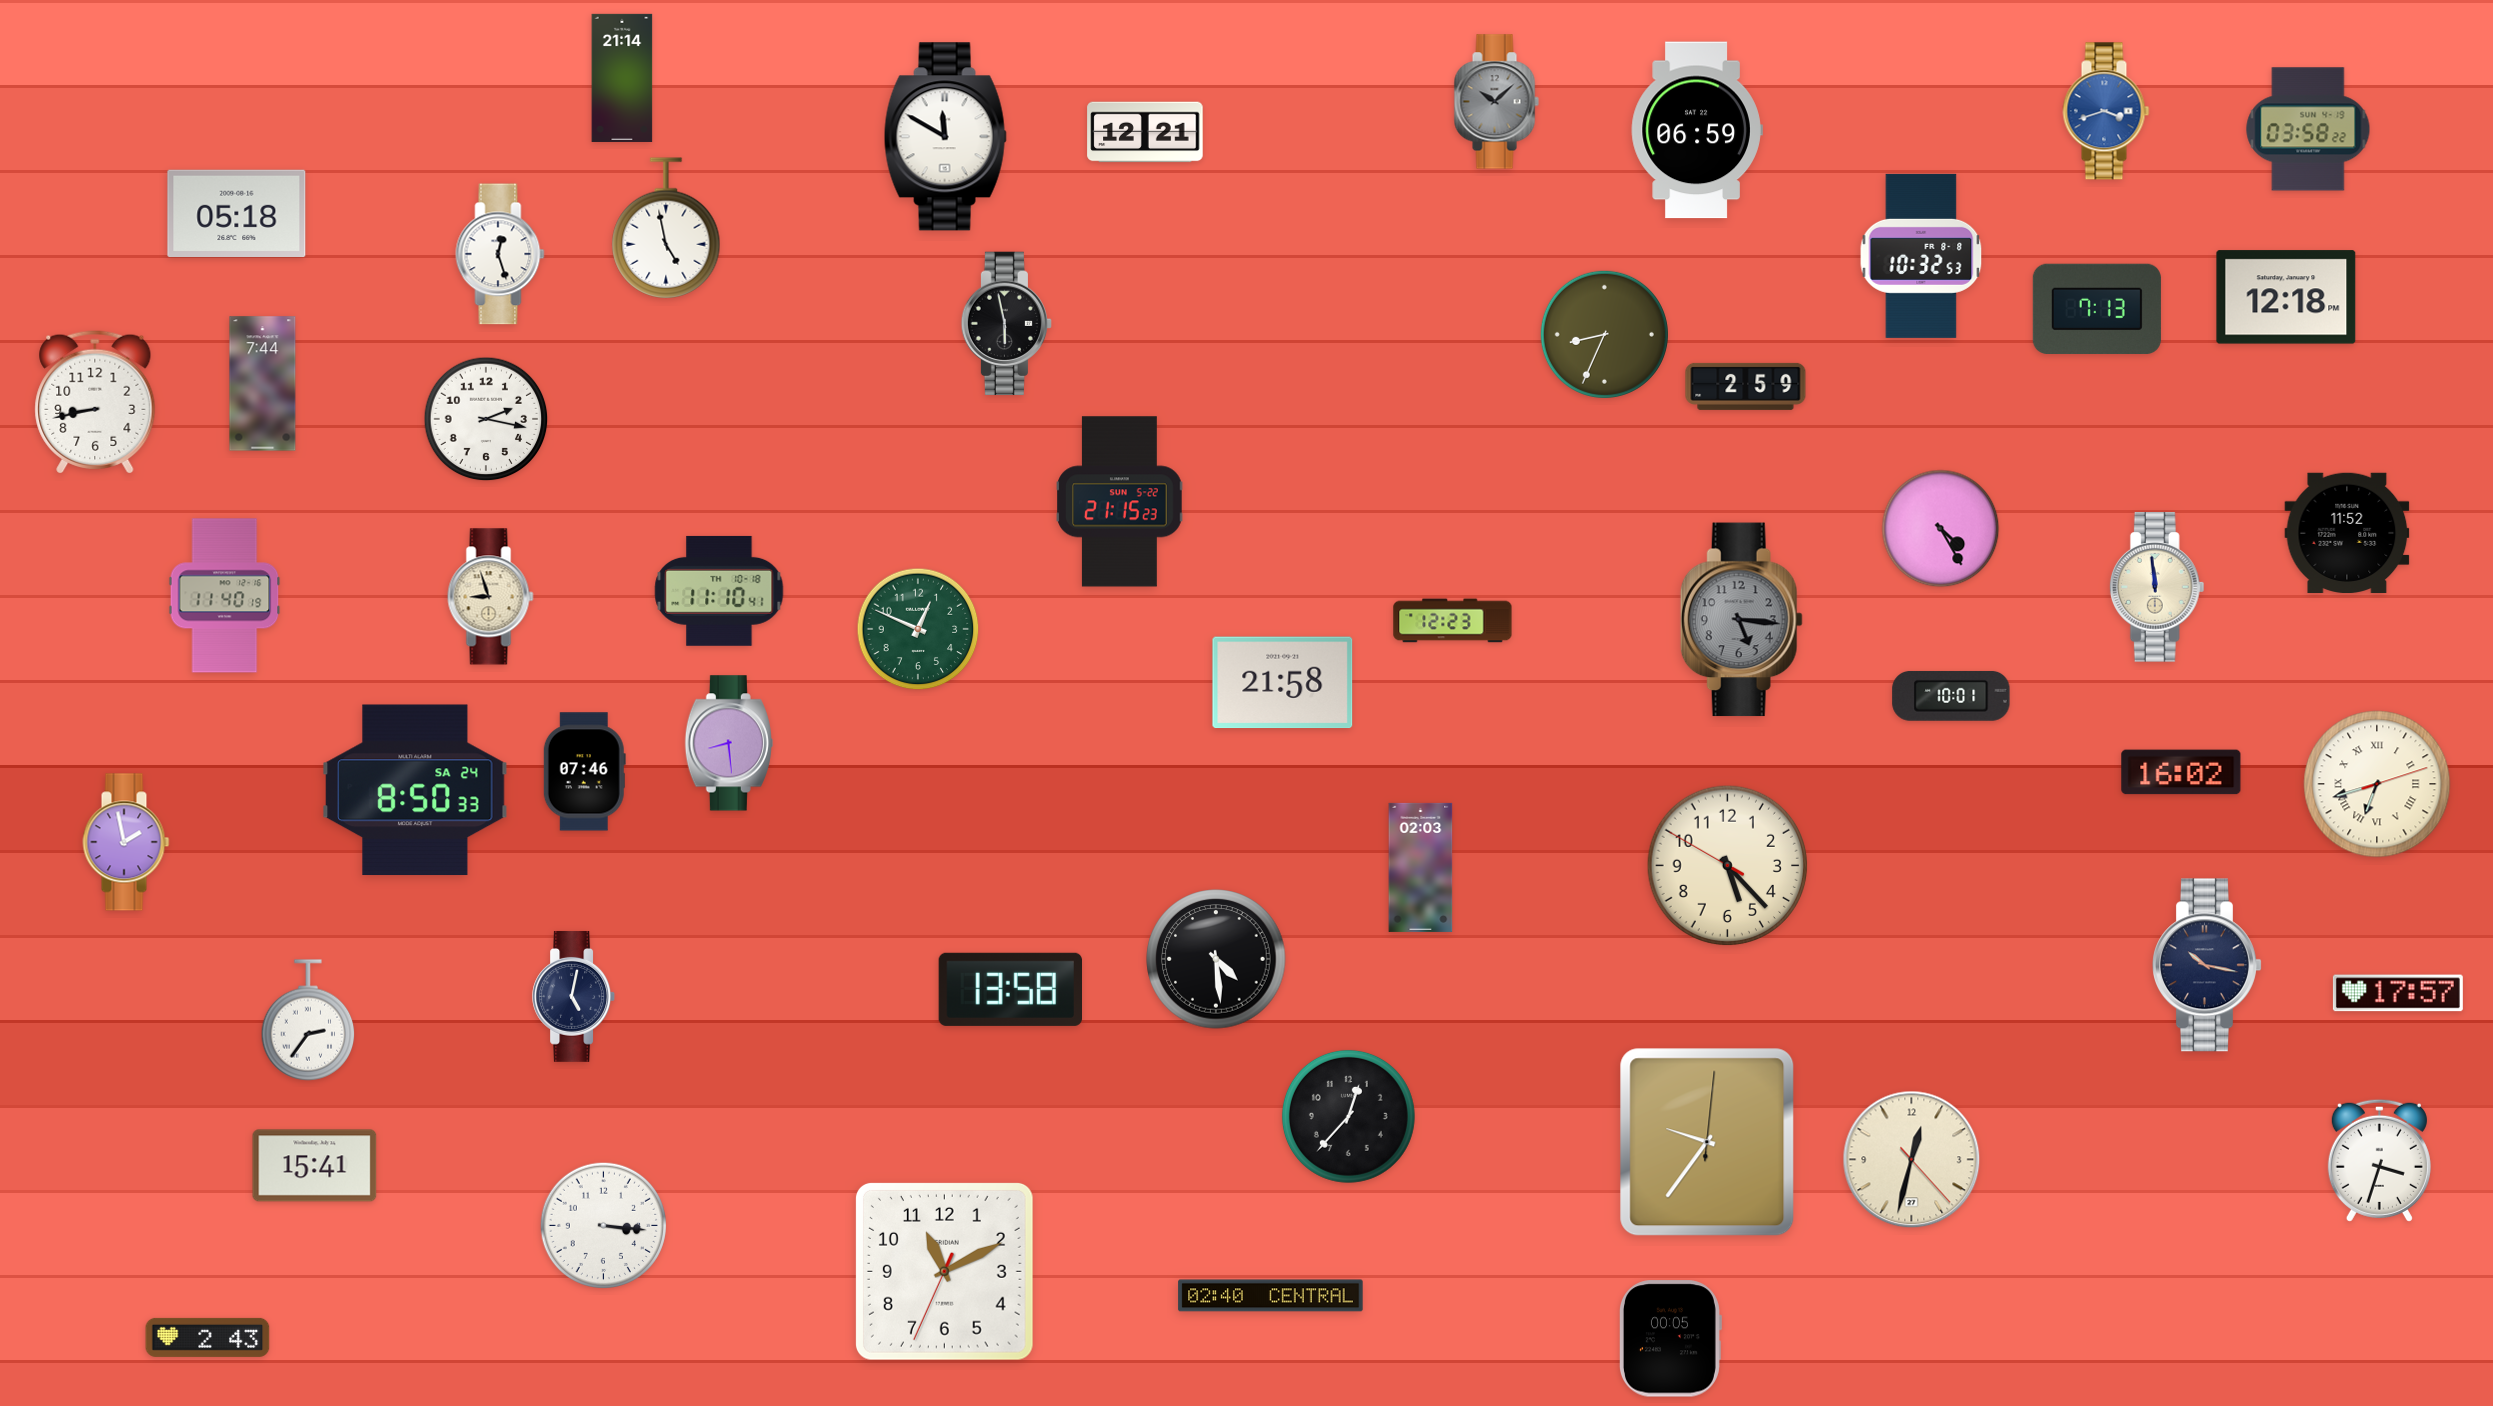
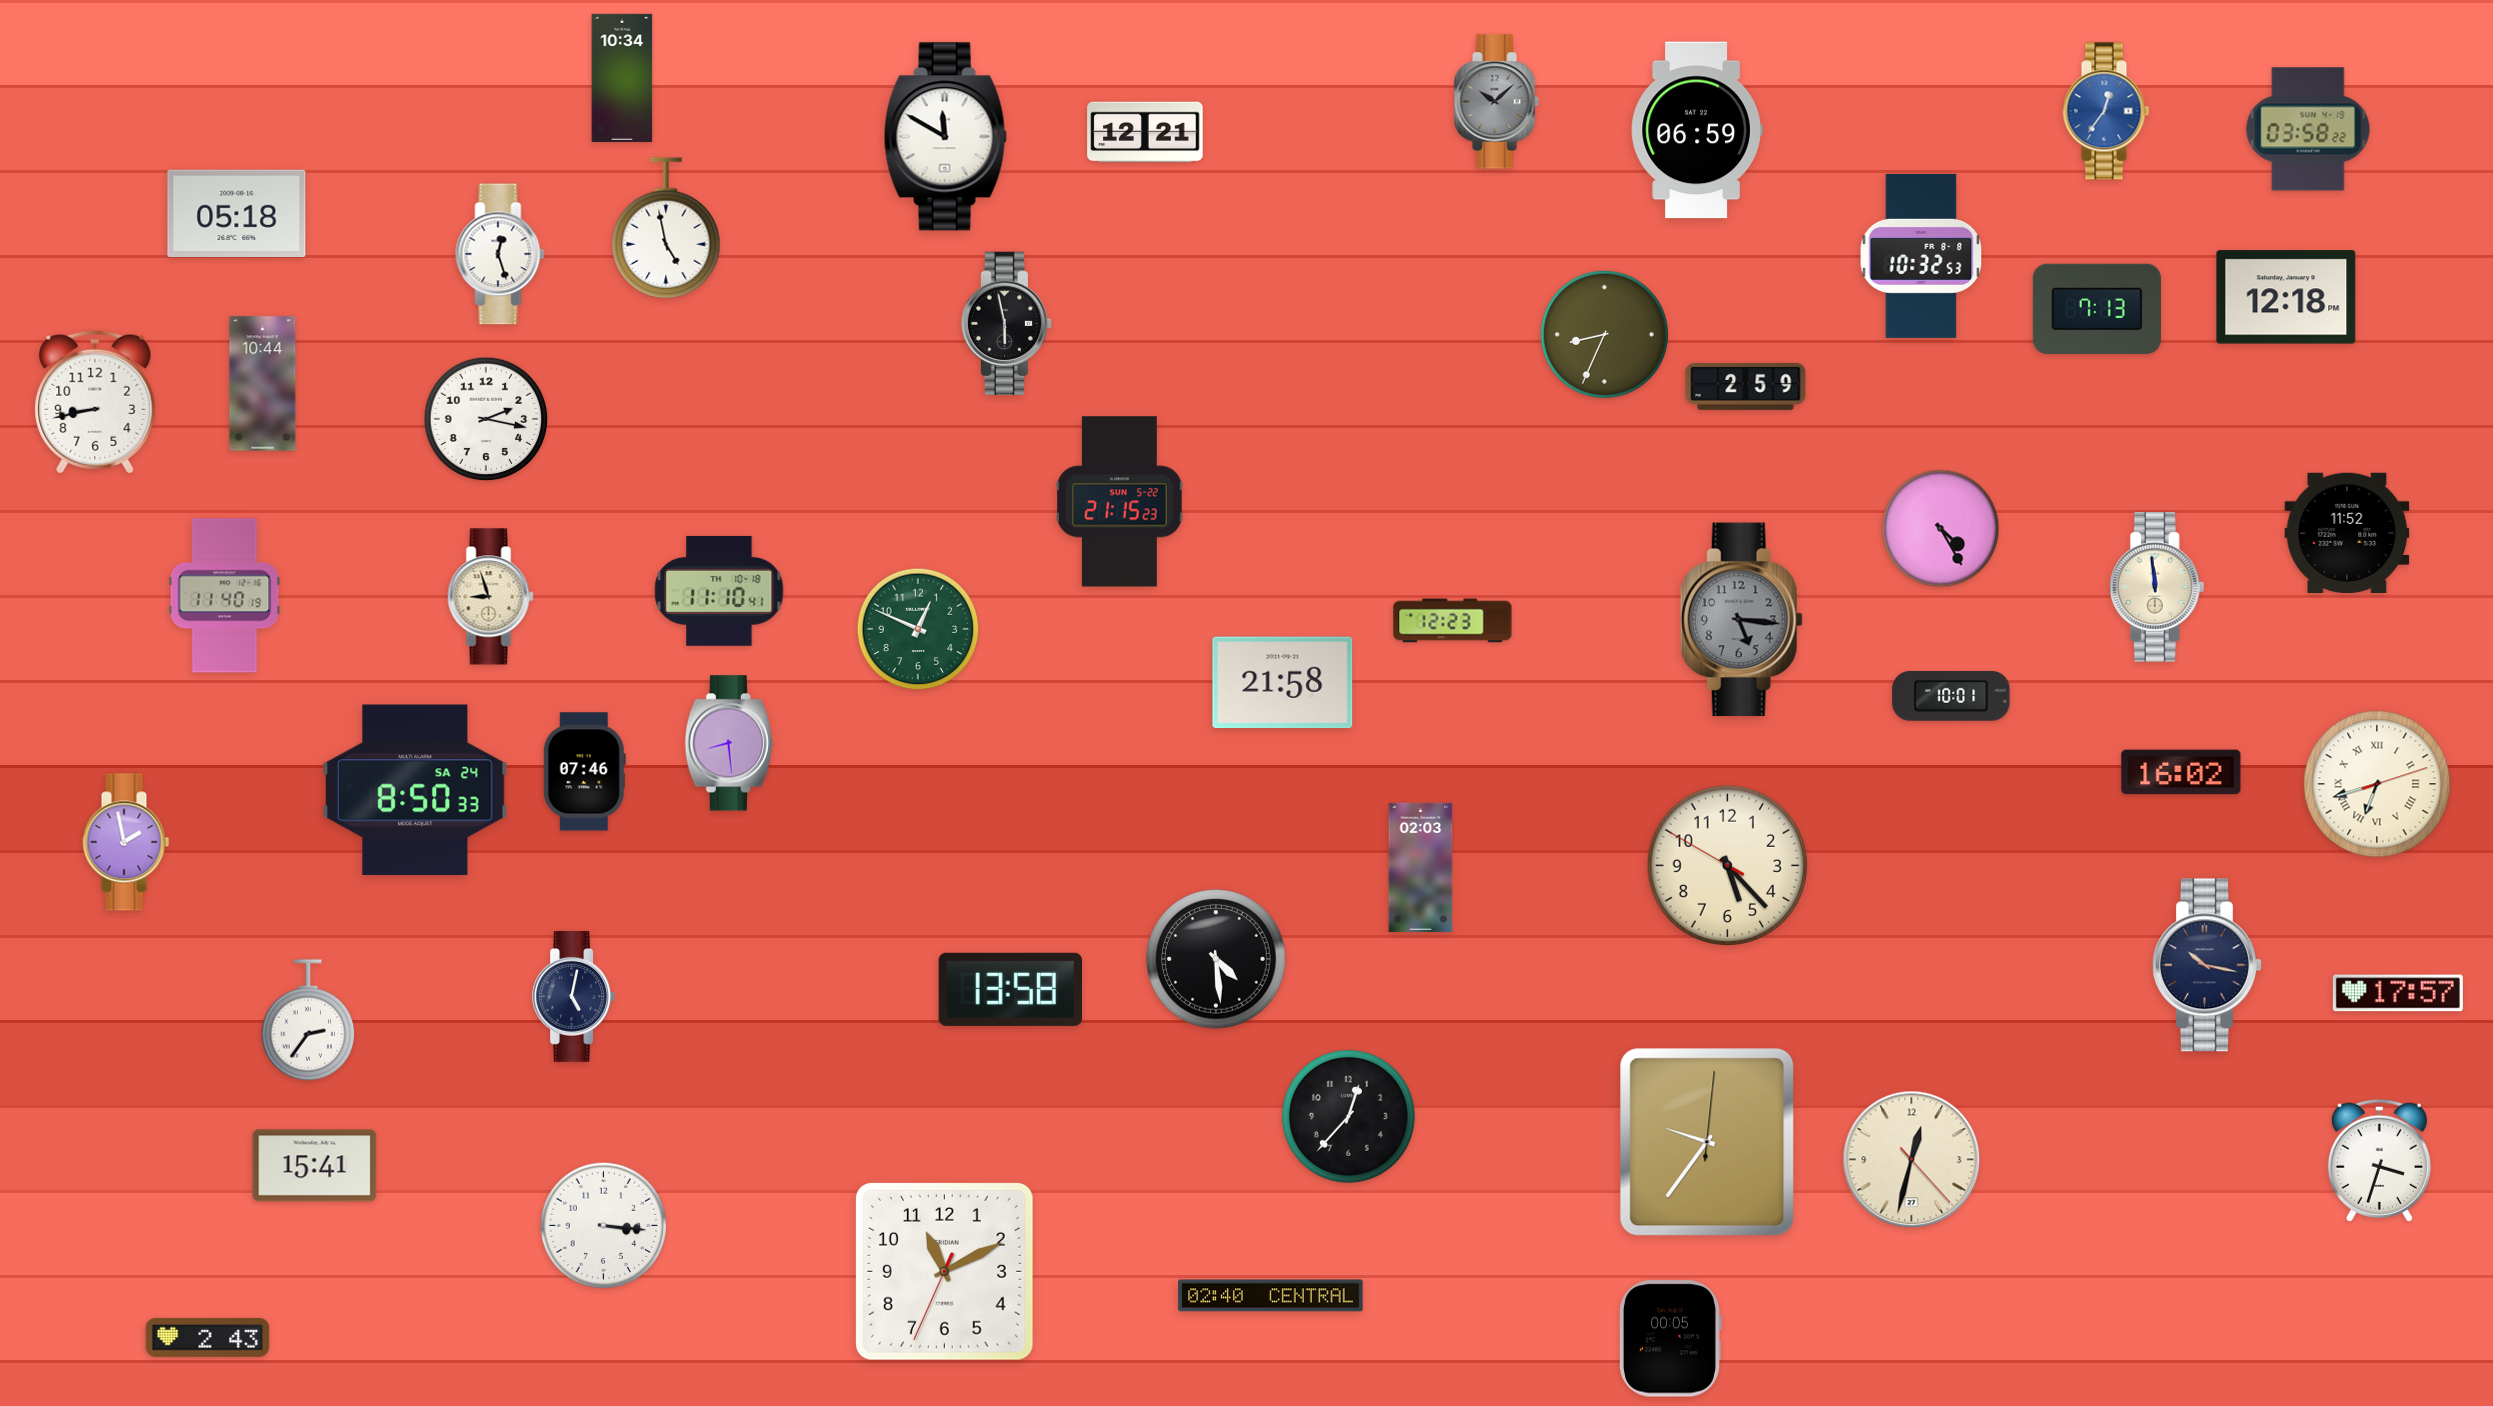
clock at (622, 78): 21:14 -> 10:34
clock at (2106, 111): 3:42 -> 12:36
clock at (263, 384): 7:44 -> 10:44
